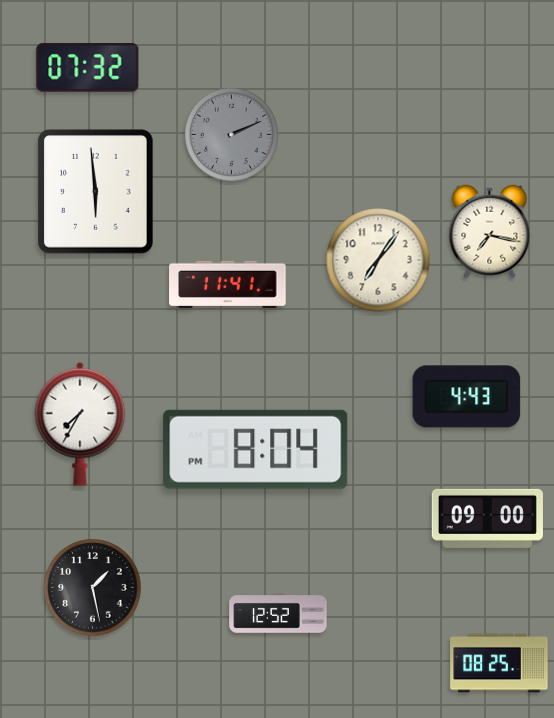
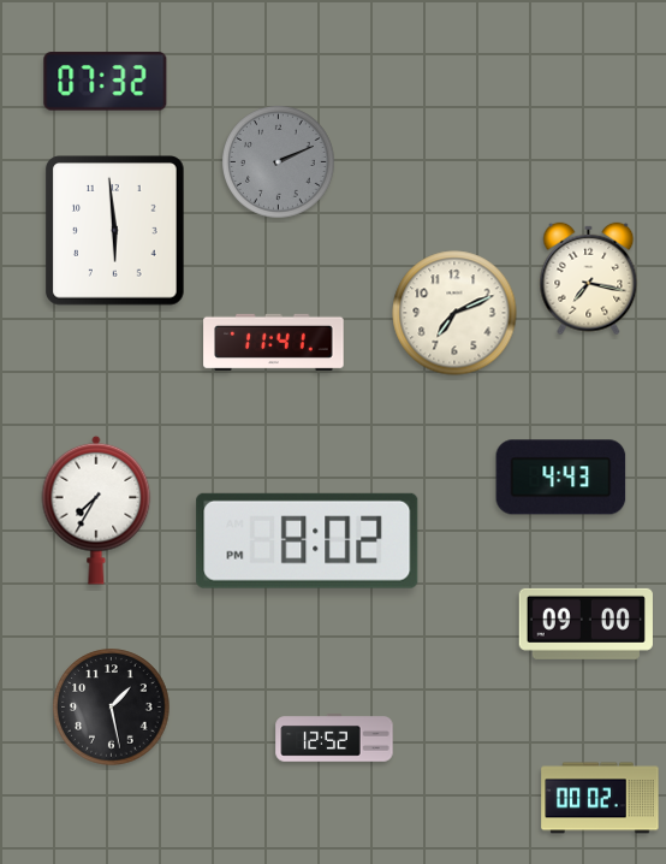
clock at (378, 260): 7:06 -> 7:11
clock at (256, 449): 8:04 -> 8:02
clock at (499, 663): 08:25 -> 00:02
